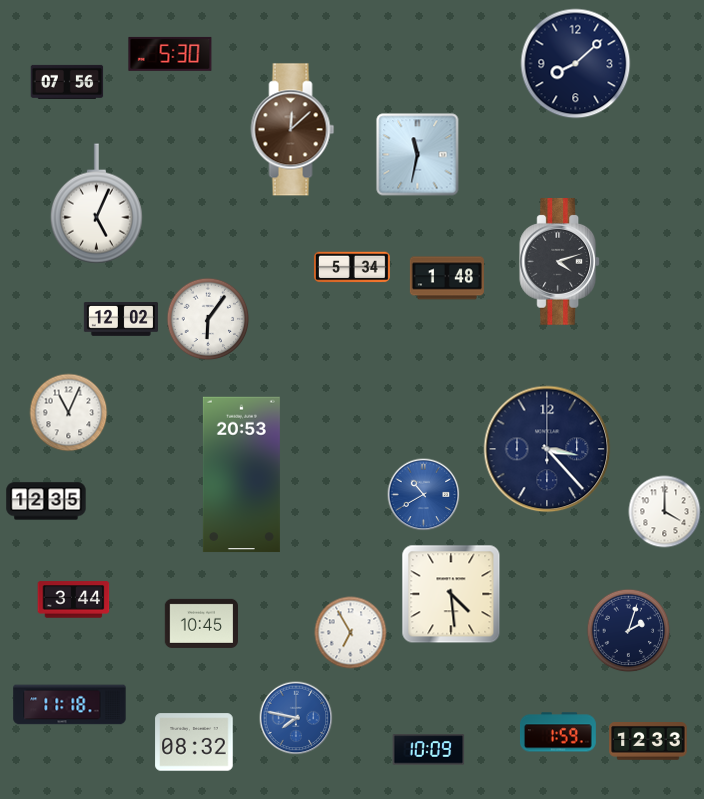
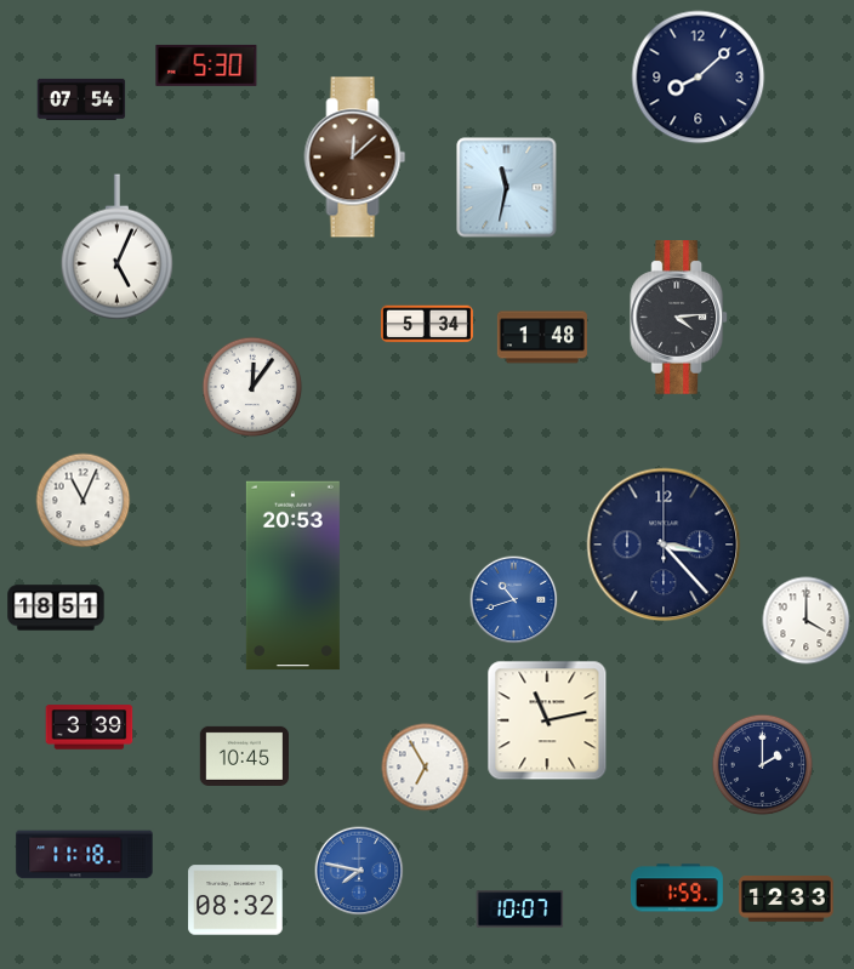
clock at (67, 82): 07:56 -> 07:54
clock at (560, 262): 4:12 -> 4:14
clock at (208, 319): 6:06 -> 12:06
clock at (121, 320): 12:02 -> none
clock at (424, 495): 10:40 -> 10:42
clock at (46, 501): 12:35 -> 18:51
clock at (451, 594): 4:29 -> 11:13
clock at (74, 600): 3:44 -> 3:39
clock at (629, 631): 2:03 -> 2:00
clock at (429, 750): 10:09 -> 10:07
